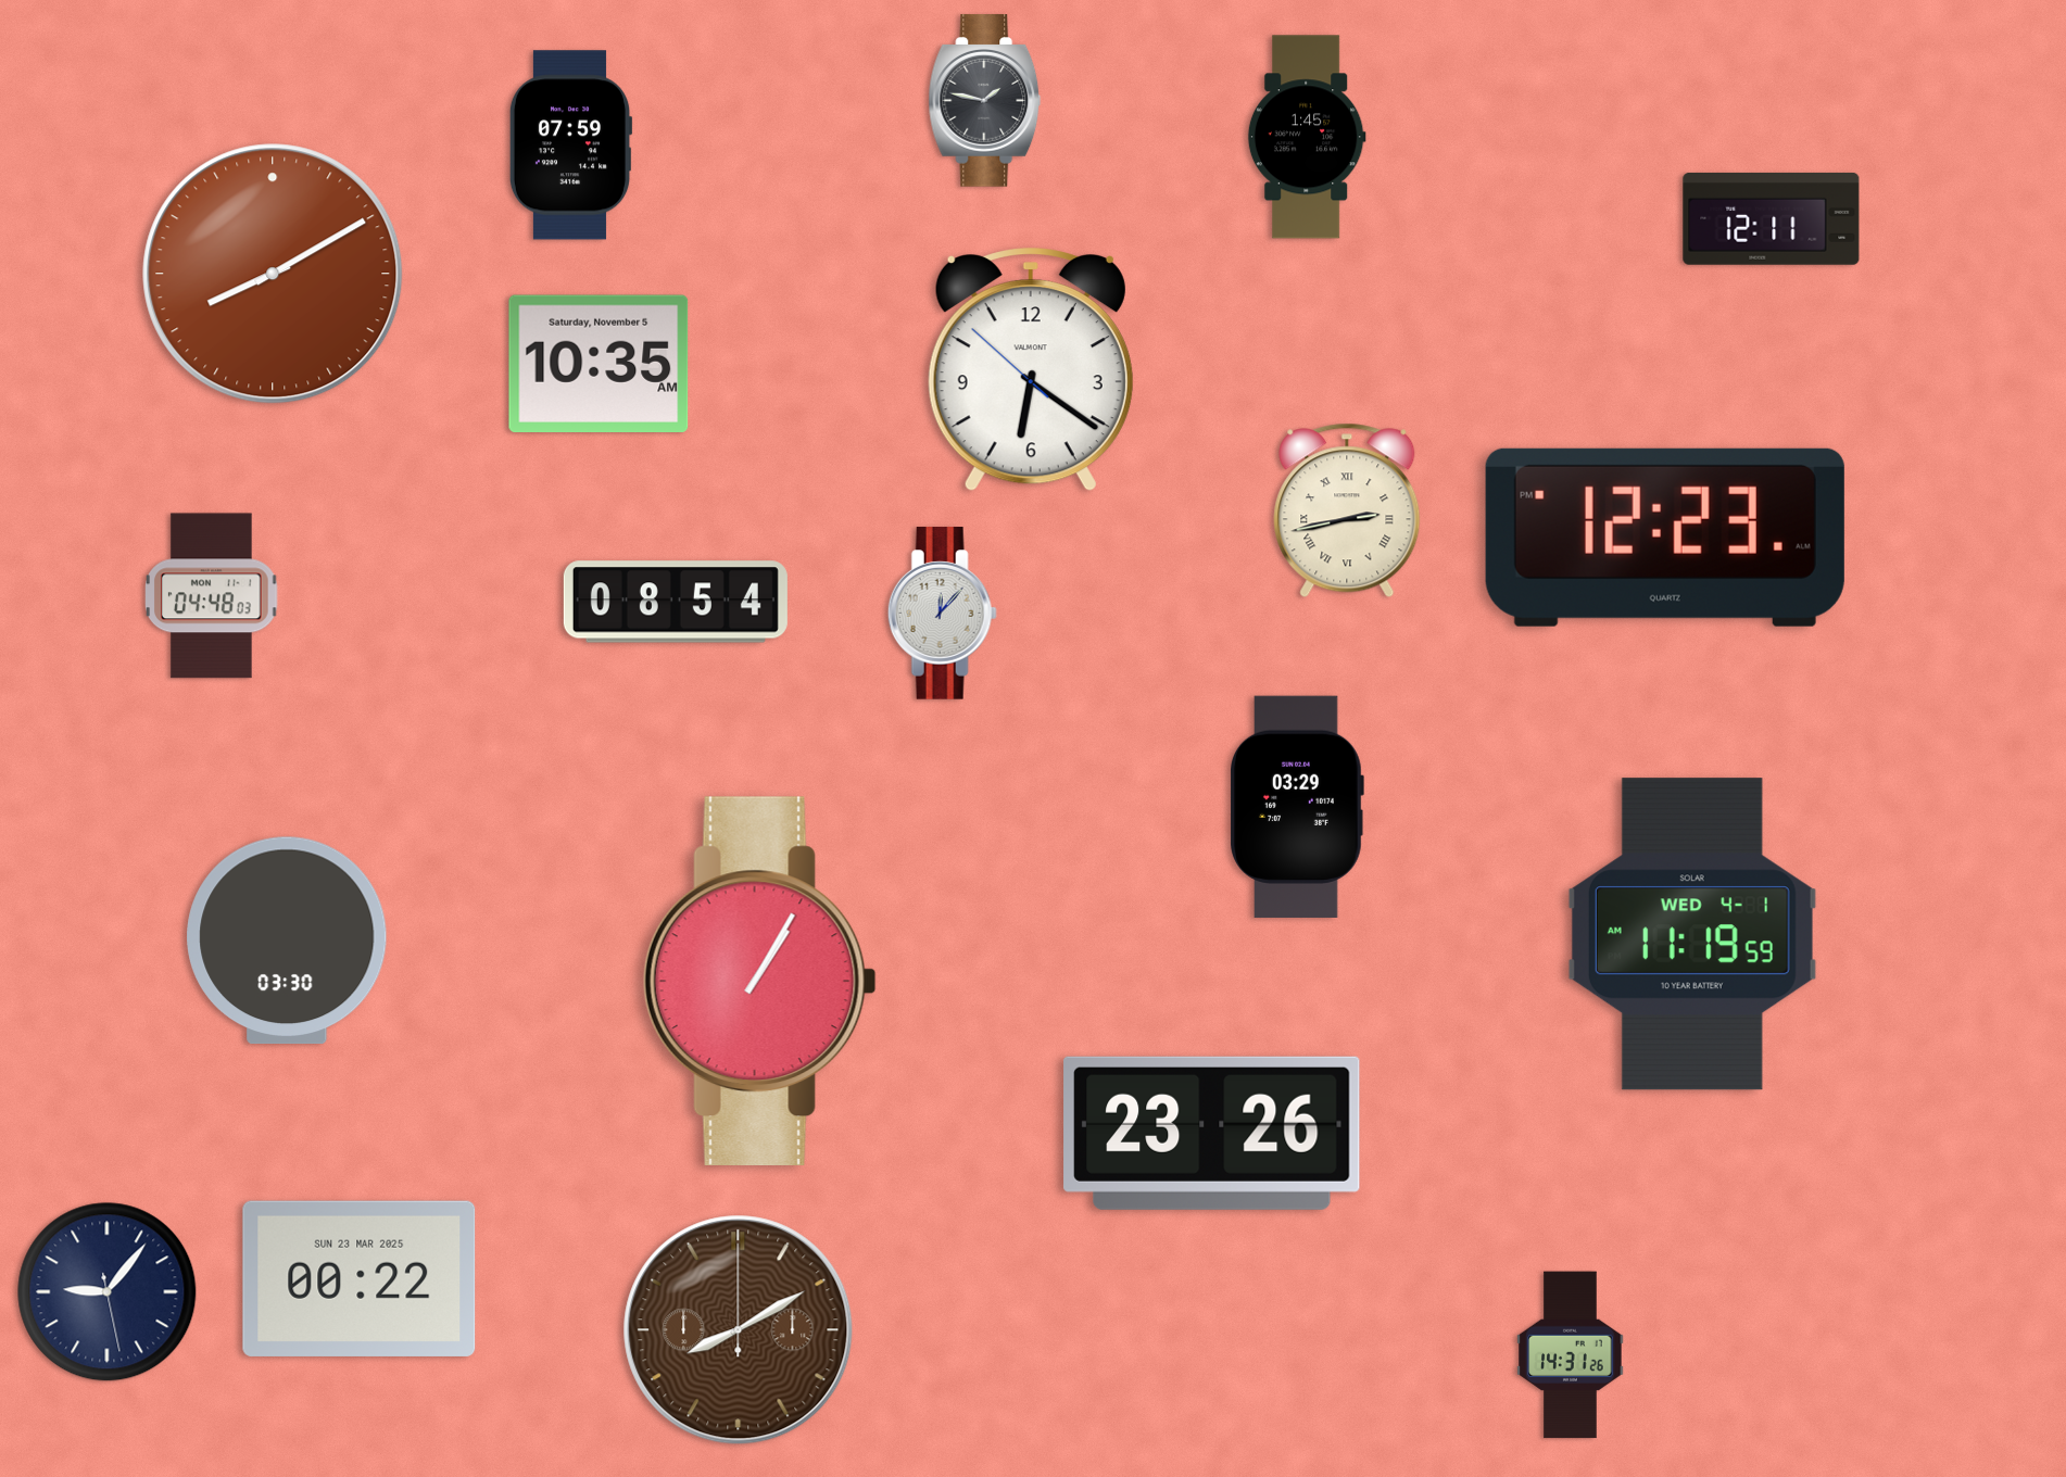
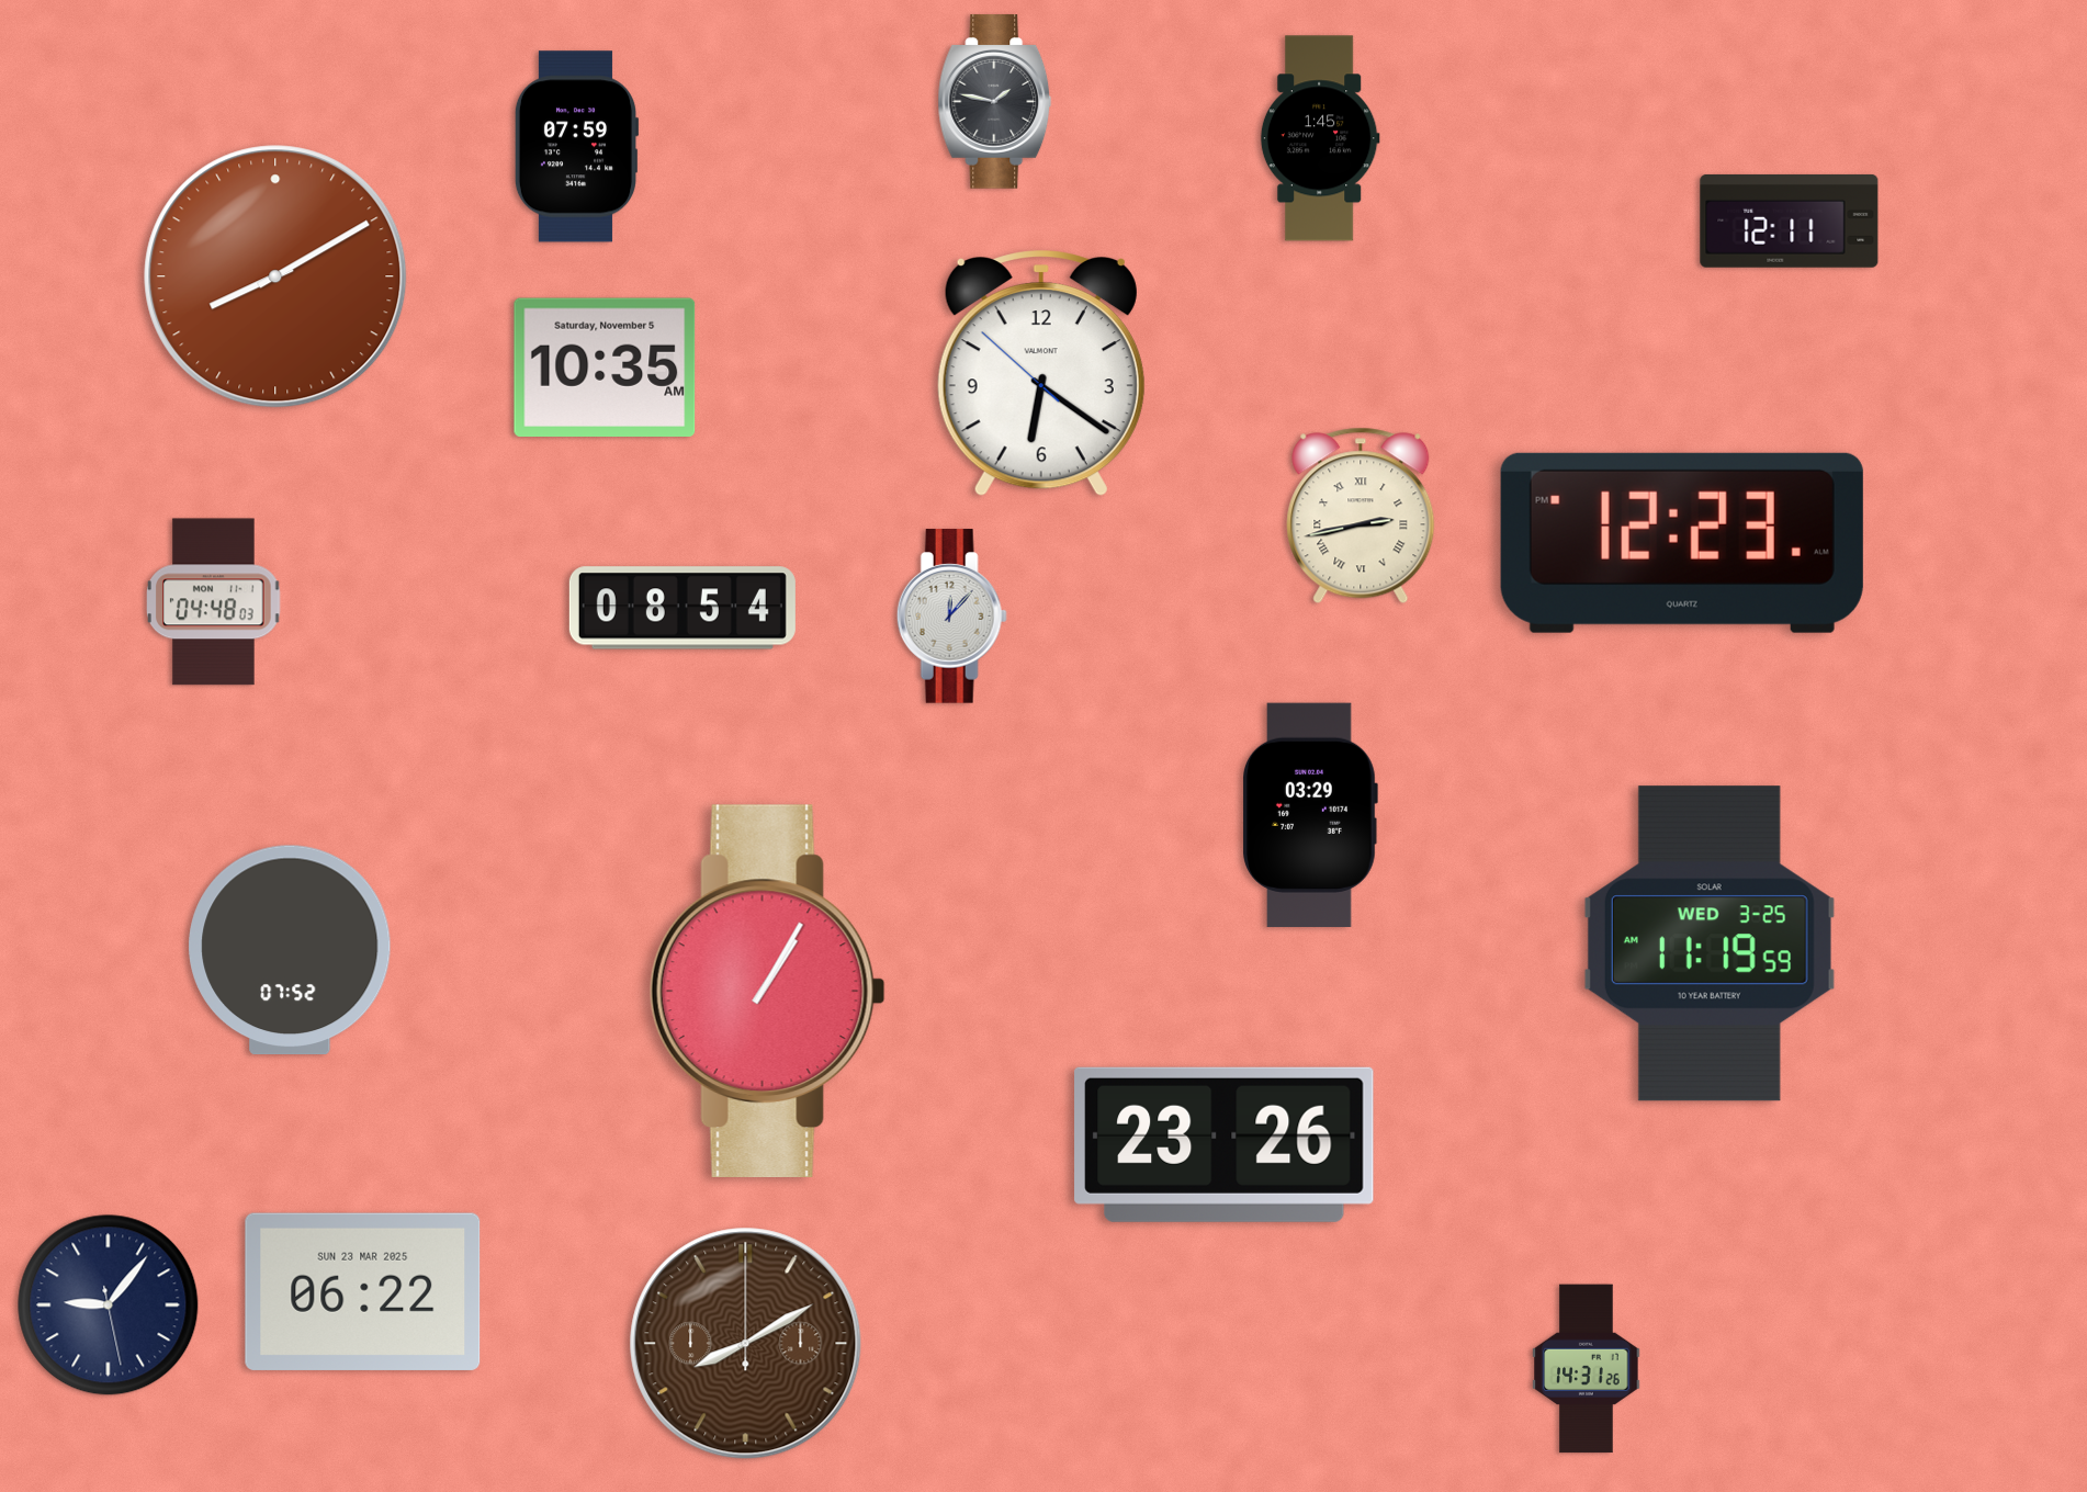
clock at (942, 614) position: (942, 614) -> (951, 617)
clock at (1692, 934) date: WED 4-1 -> WED 3-25
clock at (287, 941): 03:30 -> 07:52
clock at (360, 1278): 00:22 -> 06:22
